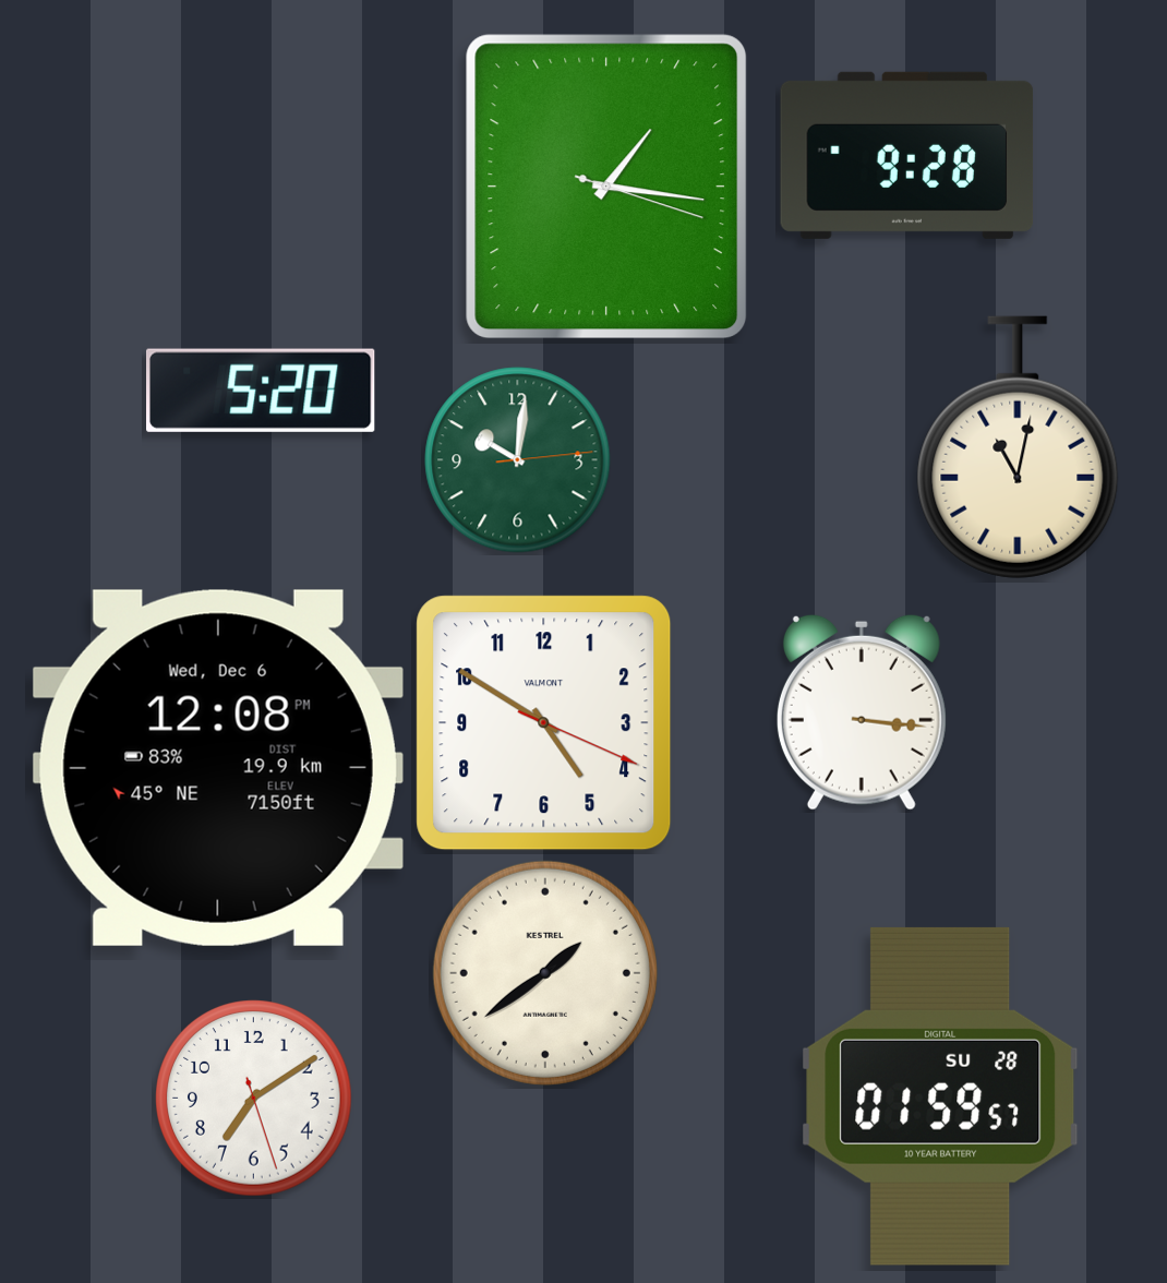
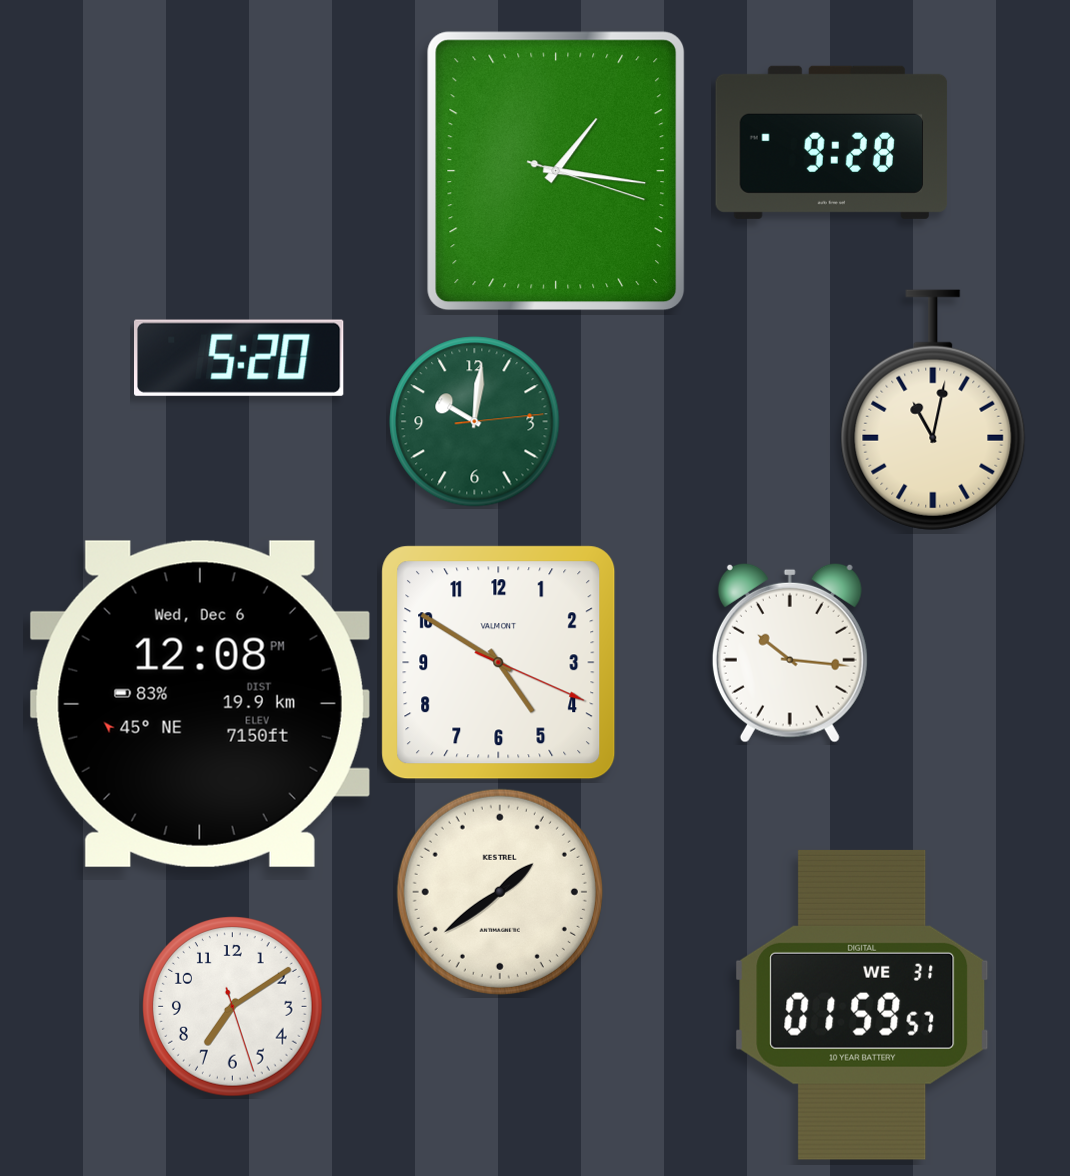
clock at (862, 712): 3:16 -> 10:16
clock at (940, 1096) date: SU 28 -> WE 31
